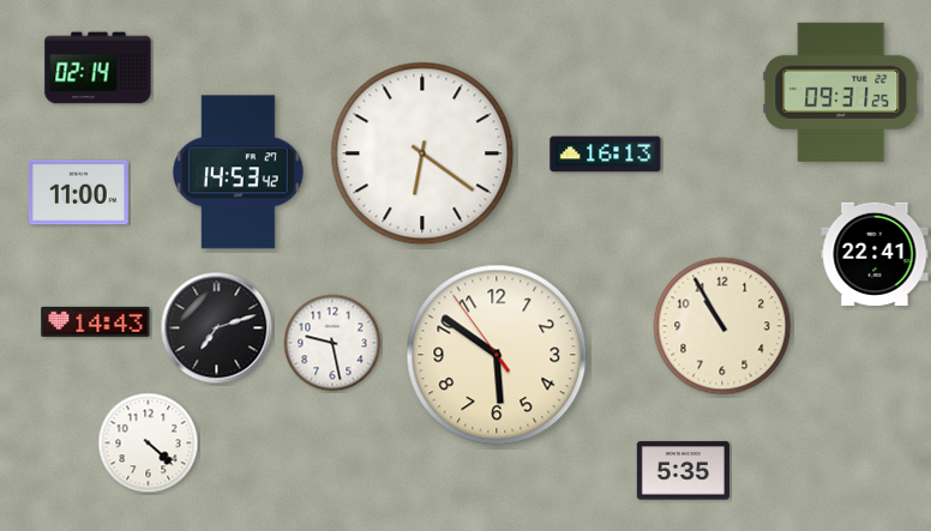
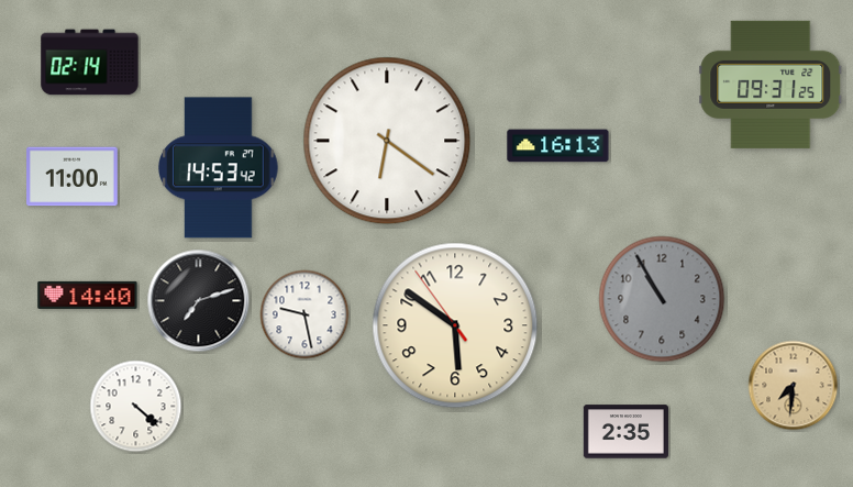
clock at (606, 155) position: (606, 155) -> (558, 146)
clock at (239, 173) position: (239, 173) -> (219, 168)
clock at (875, 254): 22:41 -> none
clock at (96, 321): 14:43 -> 14:40
clock at (722, 326) dial: cream -> grey
clock at (794, 386): none -> 7:31
clock at (683, 471): 5:35 -> 2:35
